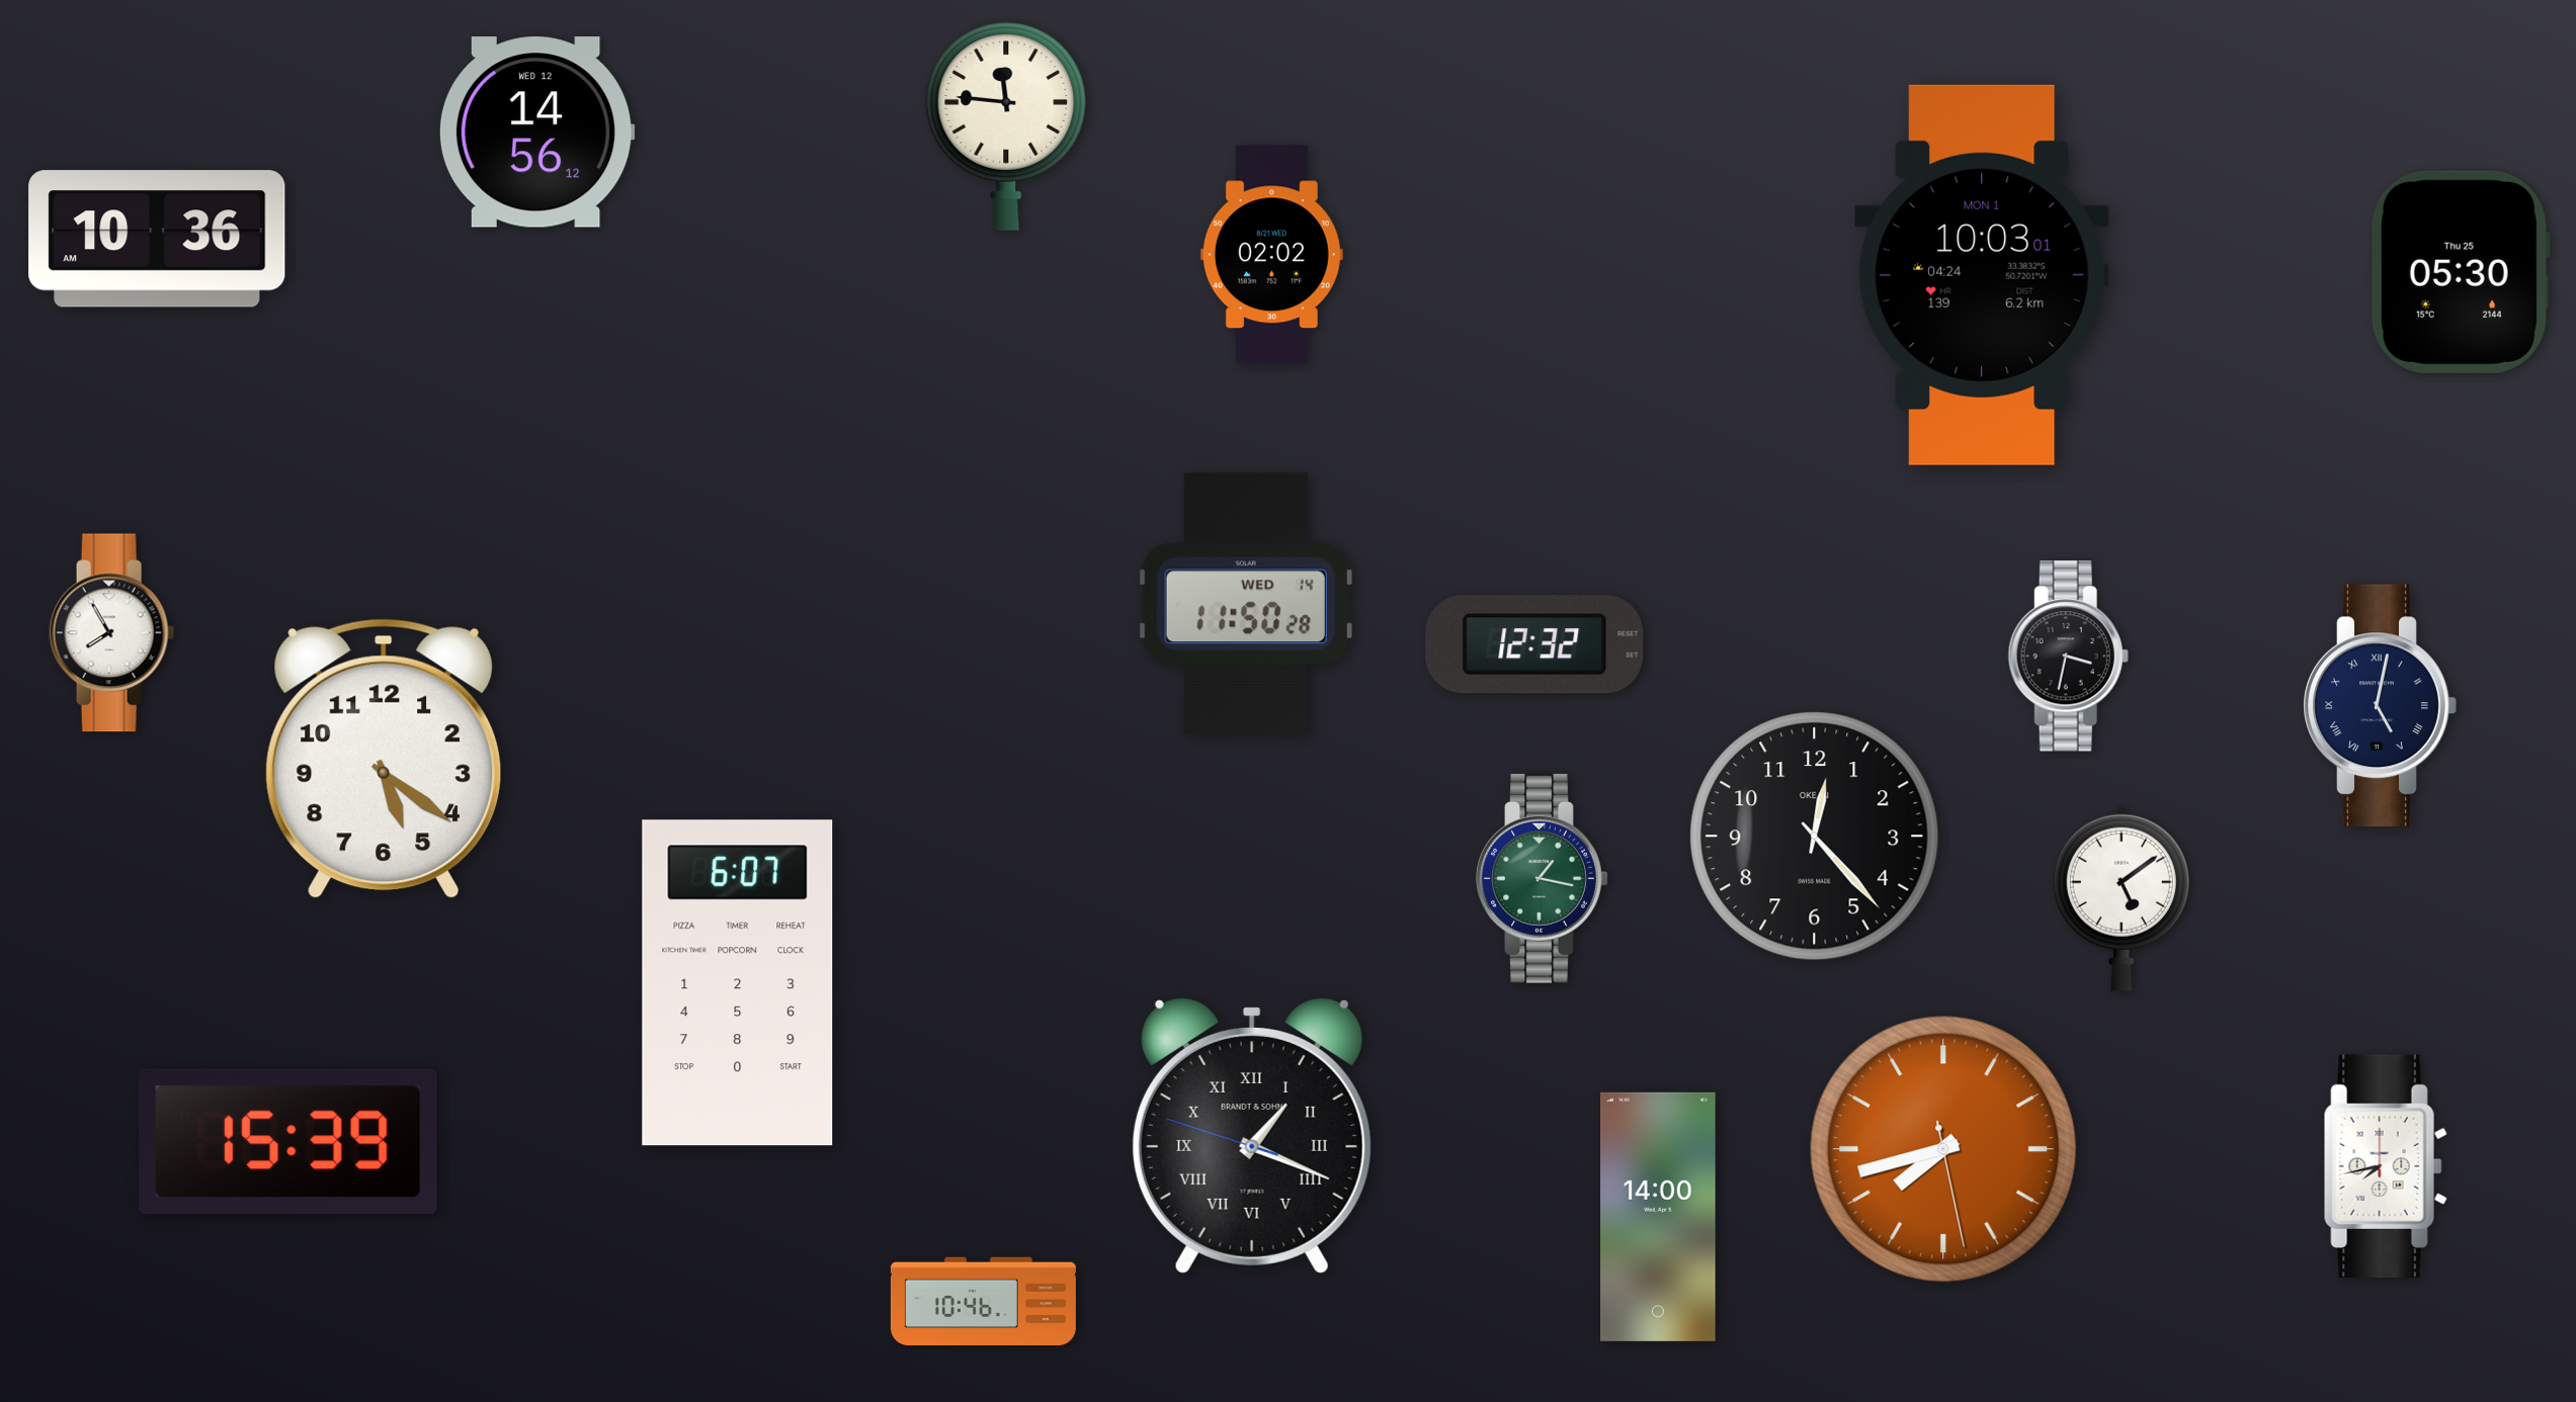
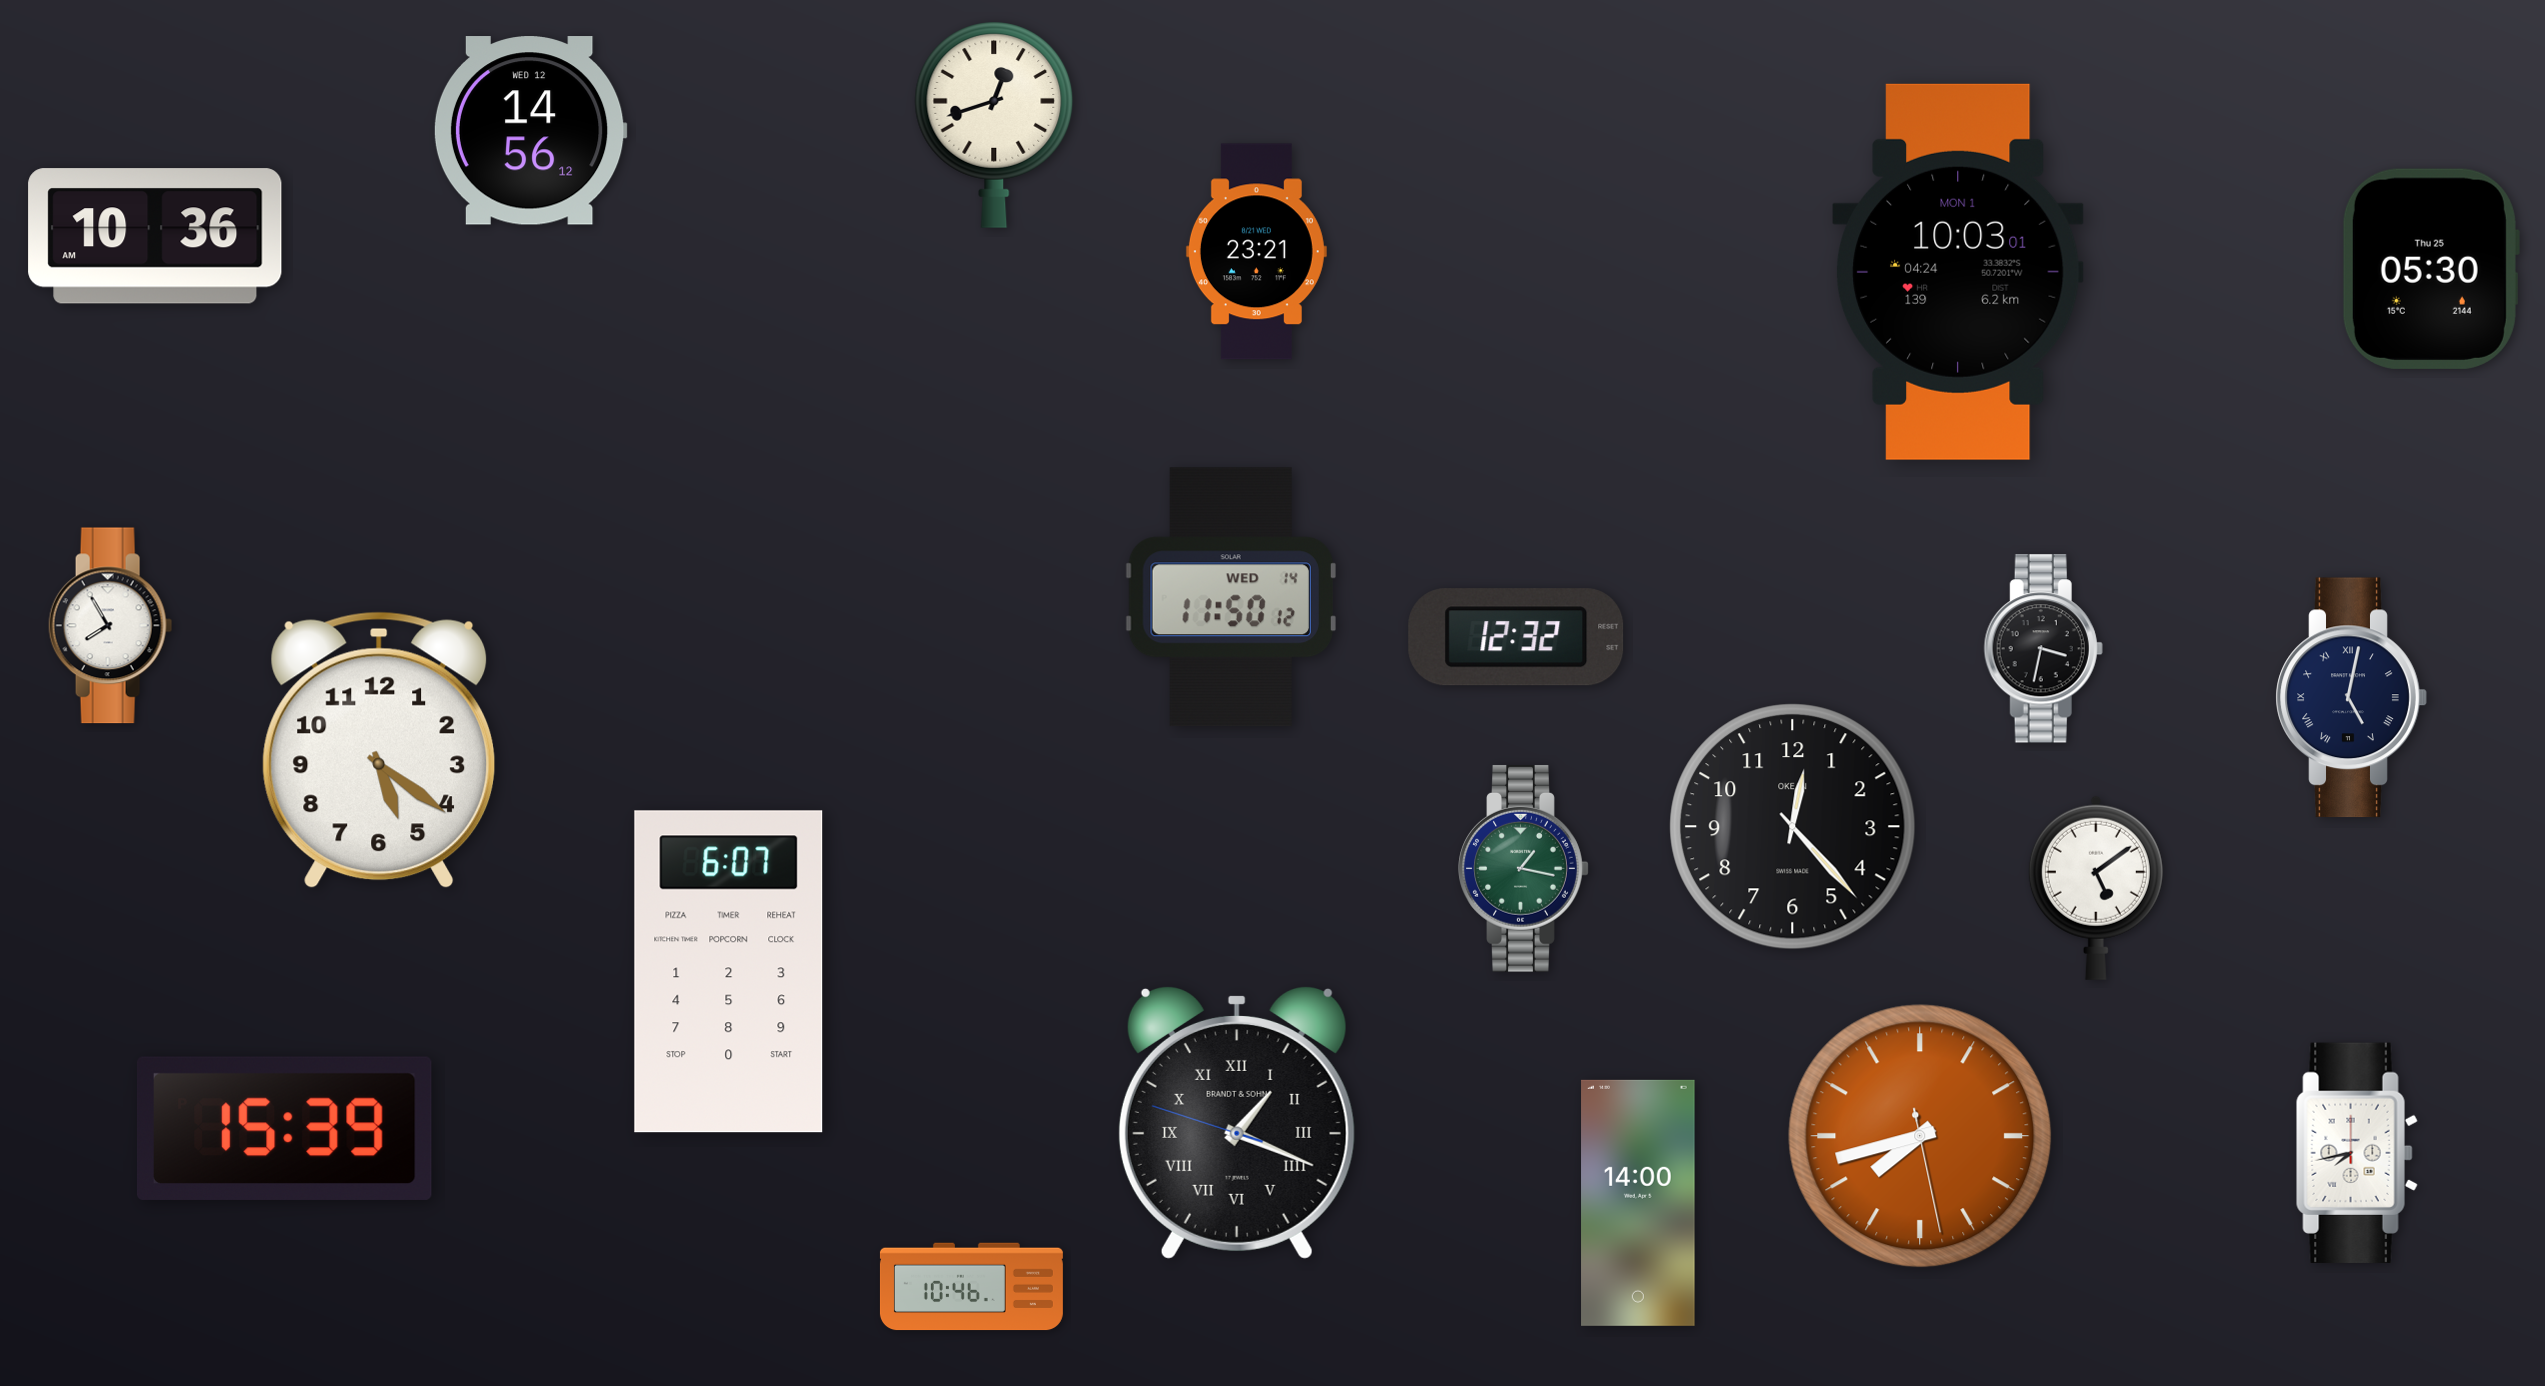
clock at (1006, 126): 11:46 -> 12:42
clock at (1271, 255): 02:02 -> 23:21
clock at (1246, 604): 11:50:28 -> 11:50:12
